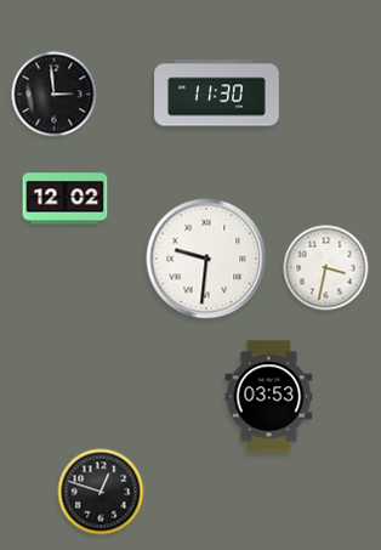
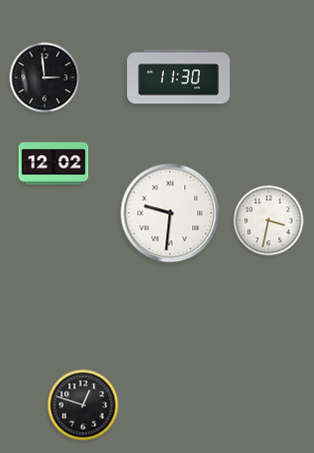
clock at (269, 397): 03:53 -> none
